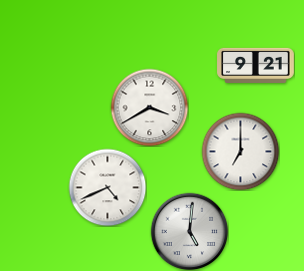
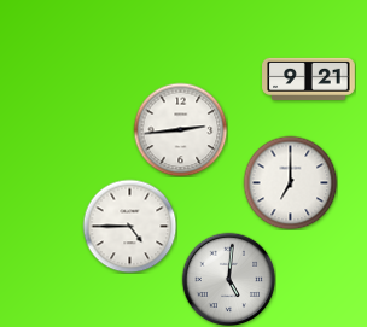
clock at (149, 107): 3:40 -> 2:44
clock at (107, 187): 4:41 -> 4:45
